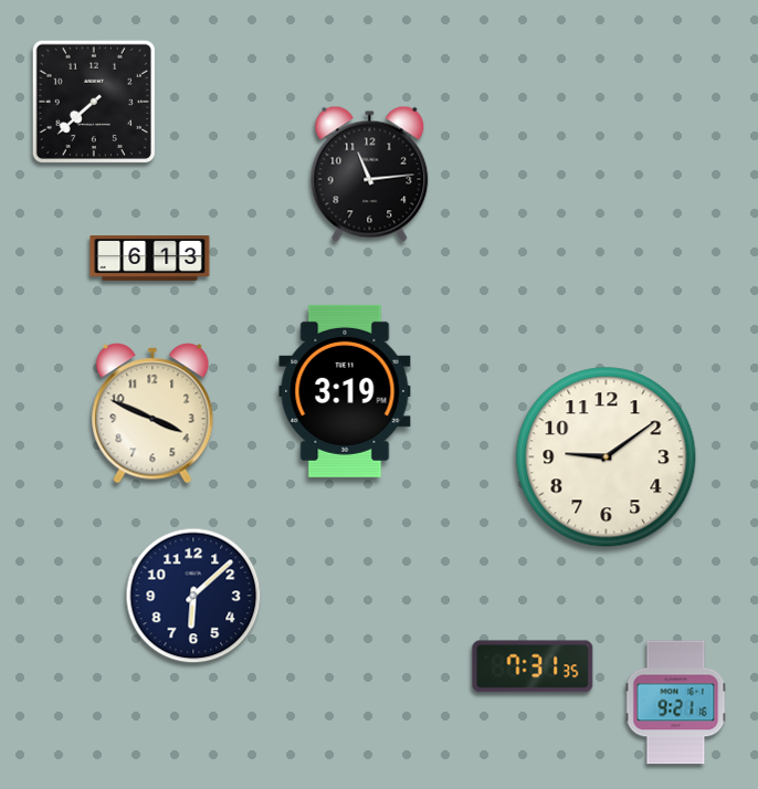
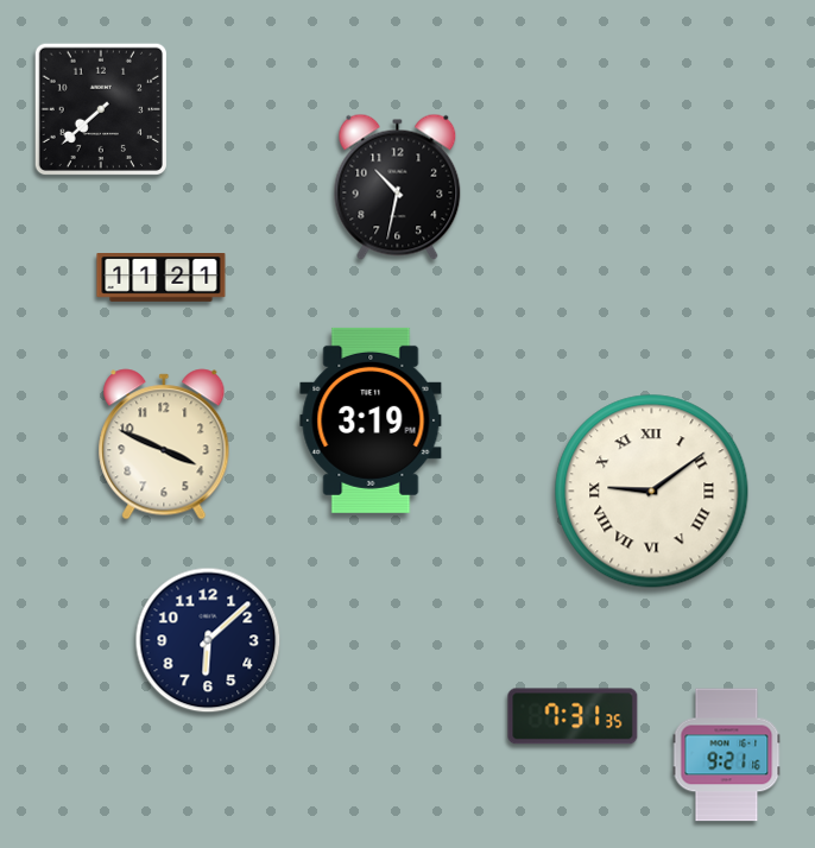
clock at (370, 173): 11:14 -> 10:32
clock at (150, 259): 6:13 -> 11:21
clock at (607, 457) numerals: Arabic -> Roman
